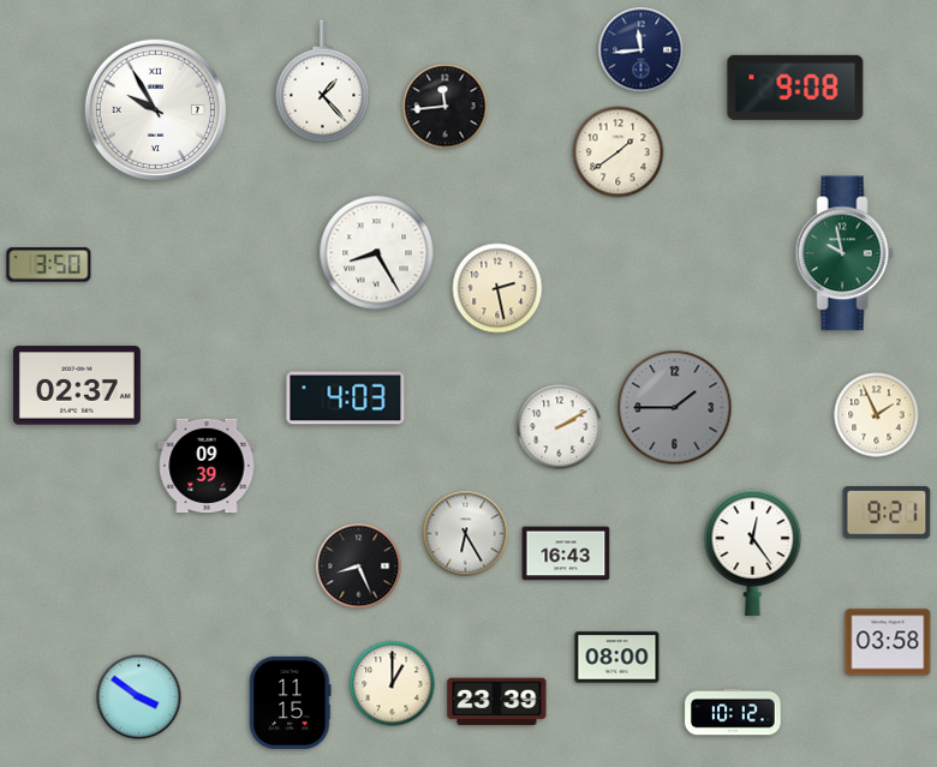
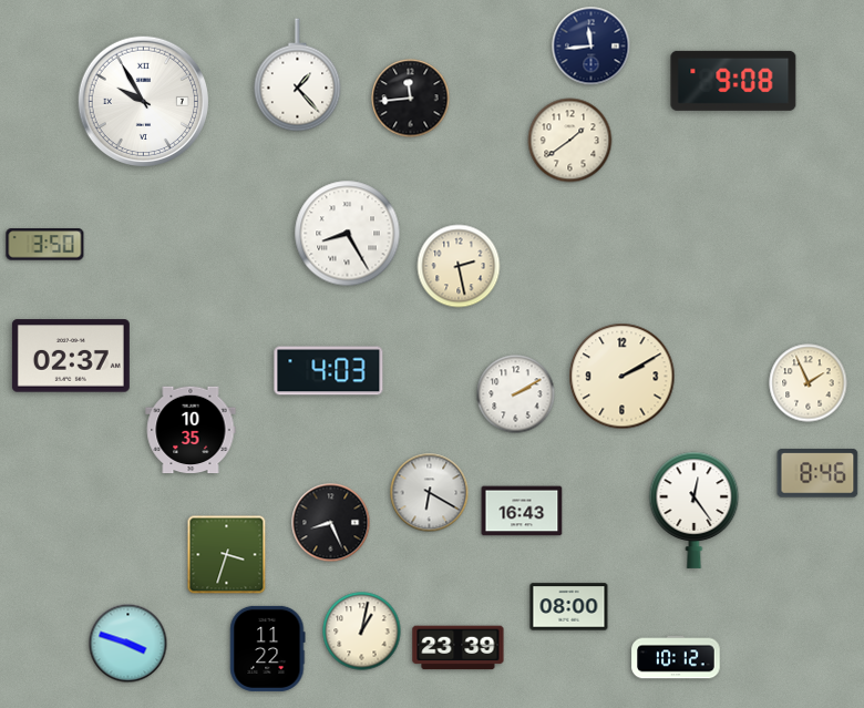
clock at (845, 253): 9:58 -> none
clock at (346, 399) position: (346, 399) -> (329, 371)
clock at (675, 408): 1:45 -> 2:10
clock at (675, 408) dial: grey -> cream
clock at (207, 466): 09:39 -> 10:35
clock at (887, 513): 9:21 -> 8:46
clock at (466, 534): 6:25 -> 6:20
clock at (227, 555): none -> 3:33
clock at (888, 642): 03:58 -> none
clock at (393, 684): 1:00 -> 1:02
clock at (139, 697): 3:51 -> 3:48
clock at (291, 702): 11:15 -> 11:22
